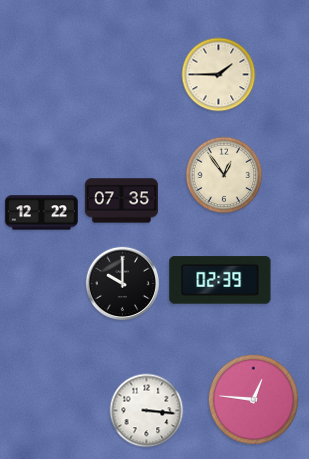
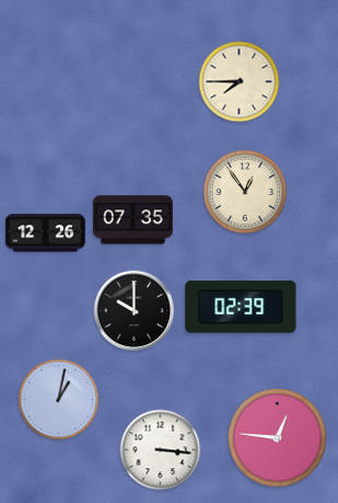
clock at (219, 75): 1:45 -> 7:45
clock at (41, 213): 12:22 -> 12:26
clock at (59, 400): none -> 1:02
